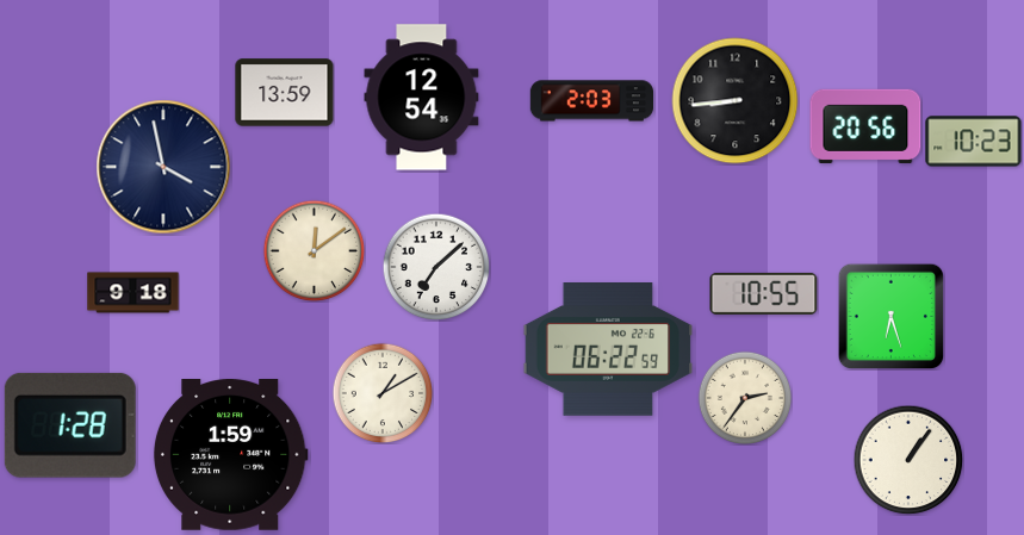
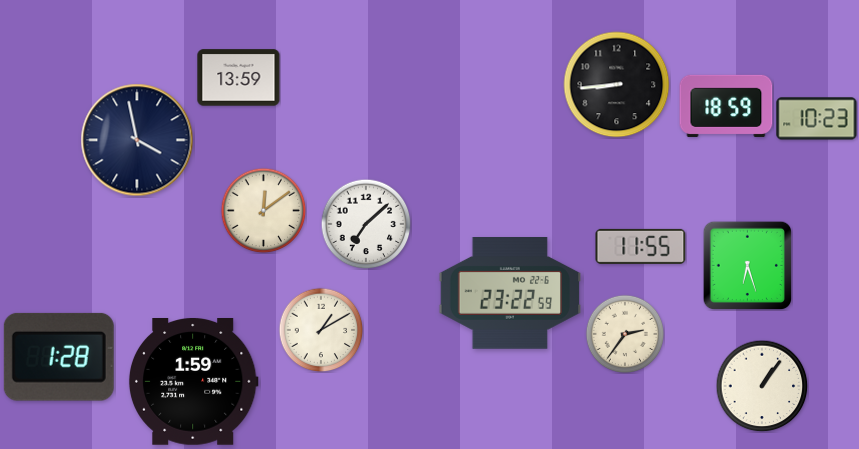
clock at (422, 98): 12:54 -> none
clock at (591, 101): 2:03 -> none
clock at (865, 126): 20:56 -> 18:59
clock at (134, 293): 9:18 -> none
clock at (764, 293): 10:55 -> 11:55
clock at (608, 350): 06:22 -> 23:22
